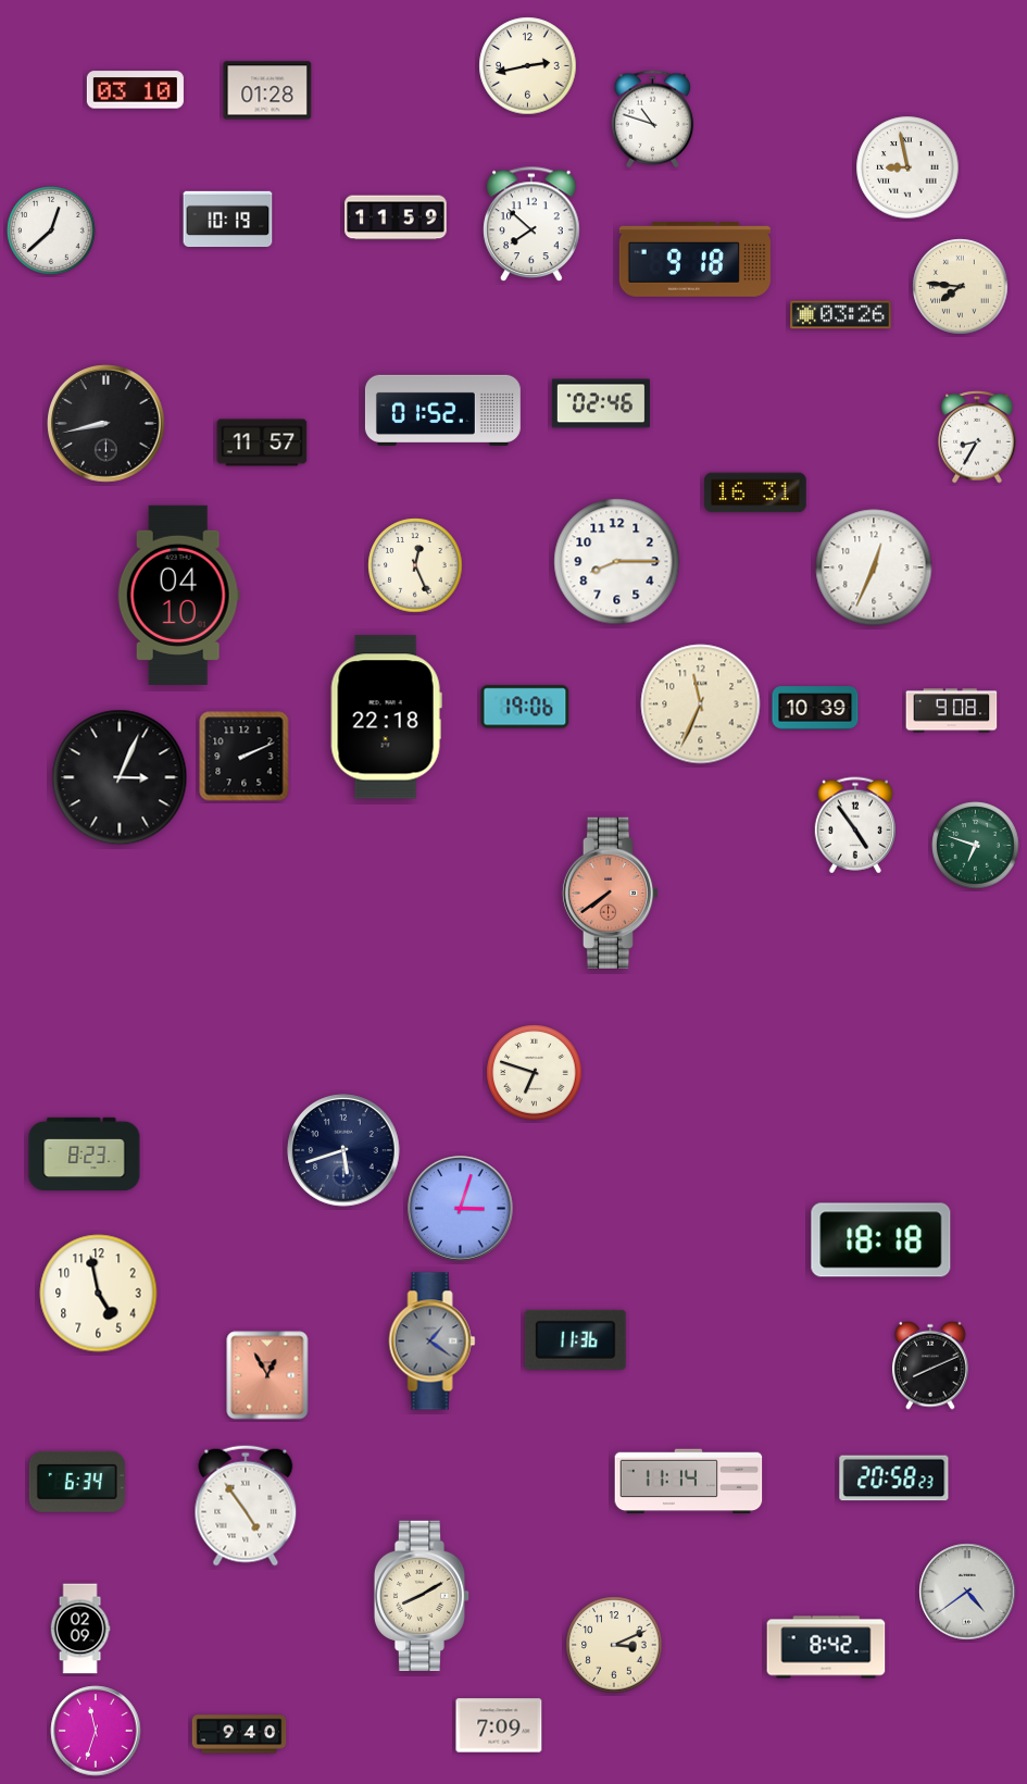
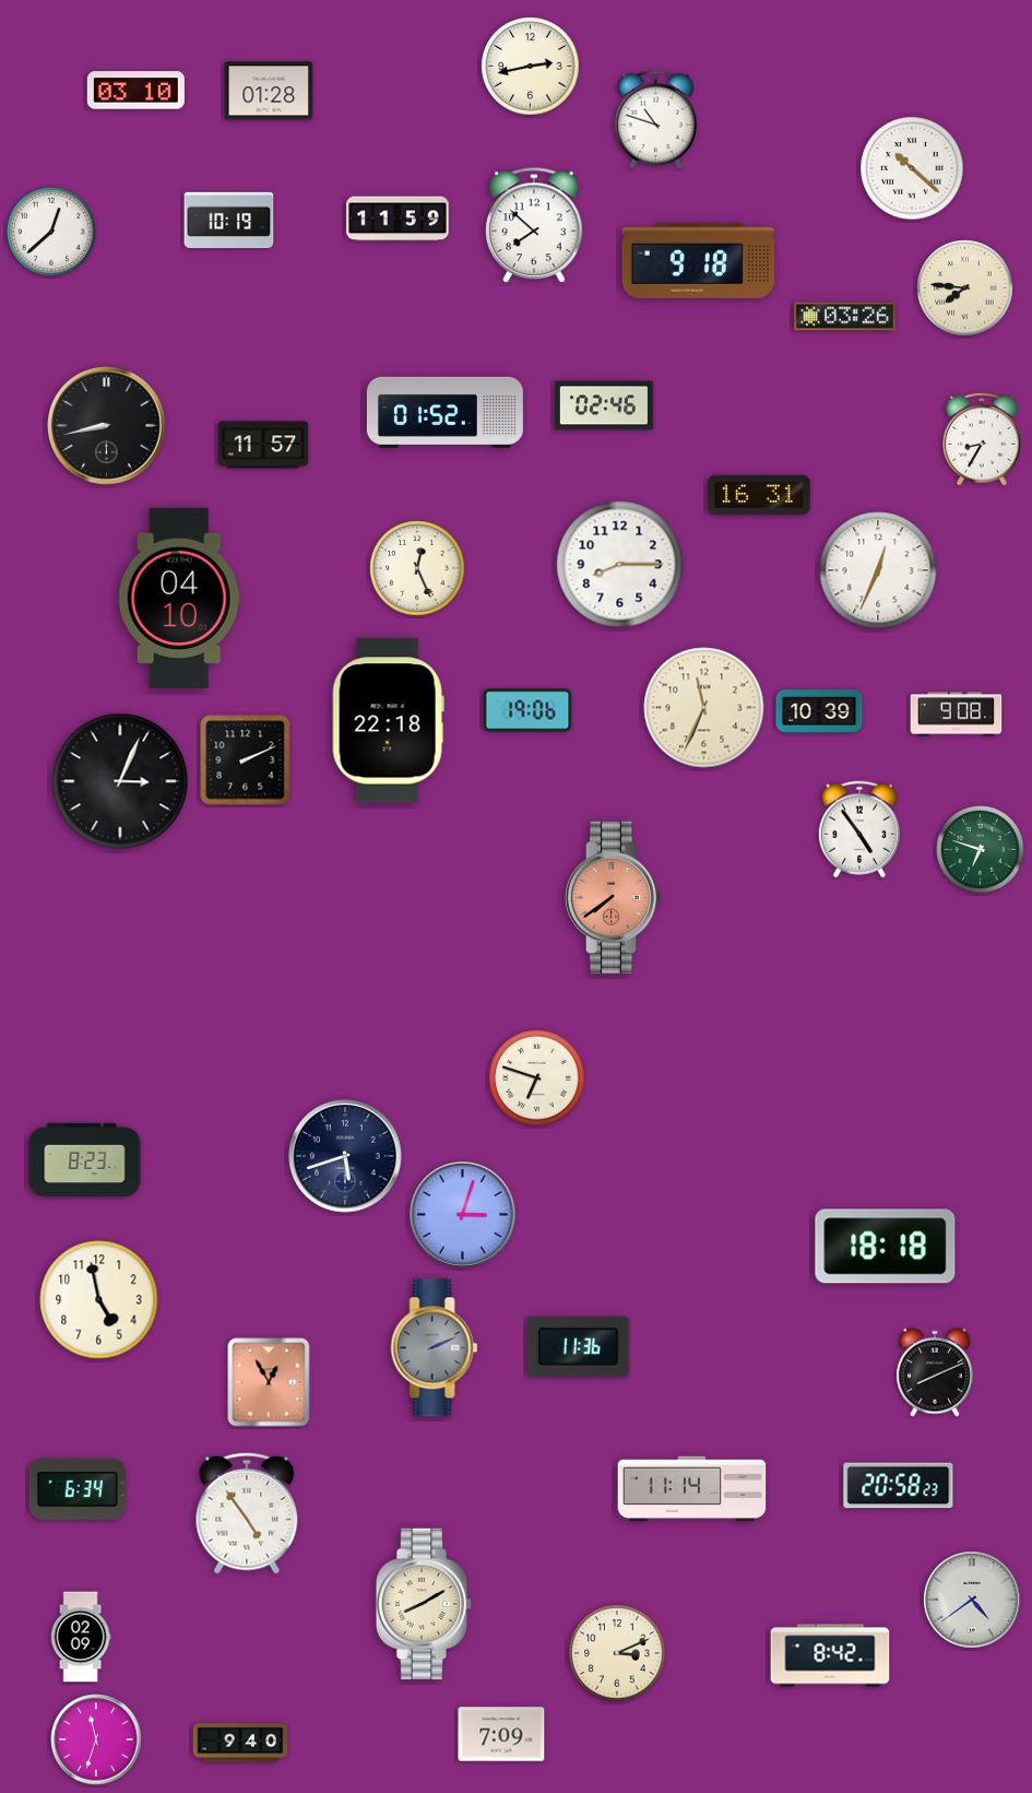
clock at (907, 167): 8:58 -> 10:22
clock at (433, 1342): 1:21 -> 2:11
